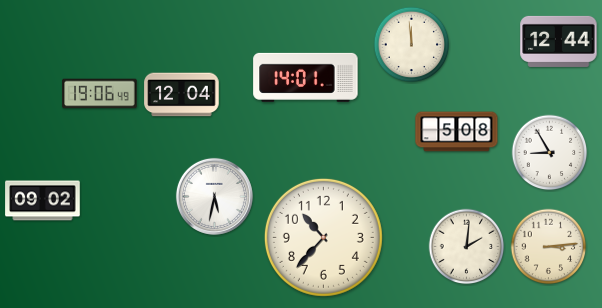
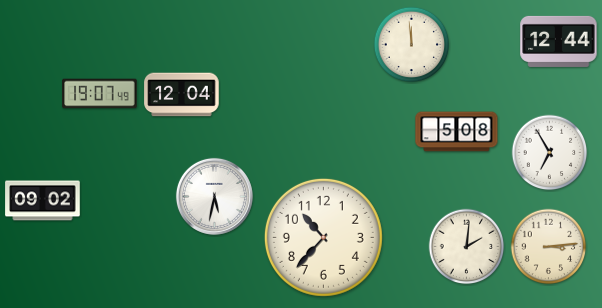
clock at (306, 77): 14:01 -> none
clock at (100, 94): 19:06 -> 19:07
clock at (550, 153): 8:55 -> 6:55
